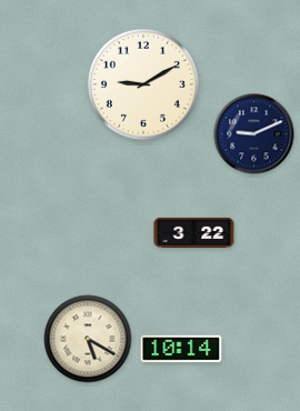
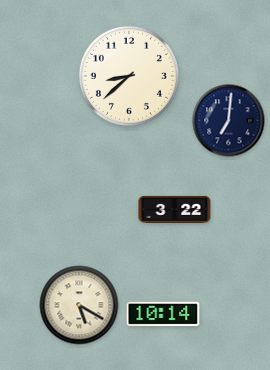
clock at (143, 84): 9:10 -> 8:38
clock at (254, 134): 9:11 -> 7:01
